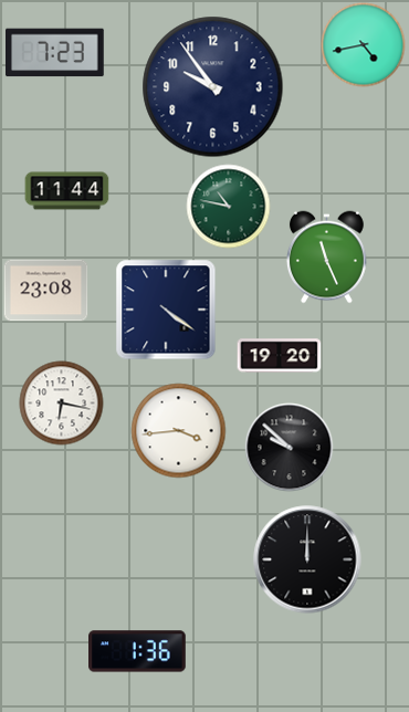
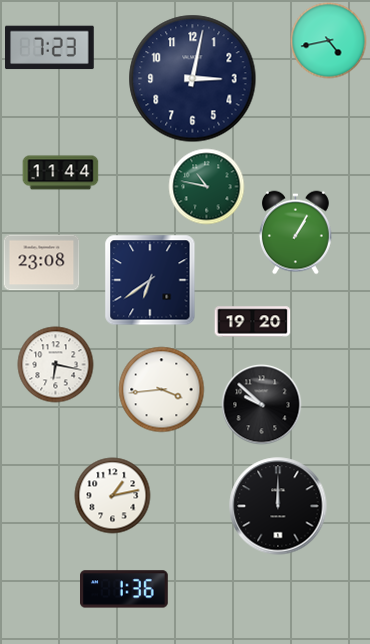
clock at (213, 87): 9:54 -> 3:02
clock at (326, 258): 11:26 -> 1:05
clock at (166, 310): 4:21 -> 6:39
clock at (113, 496): none -> 1:13
